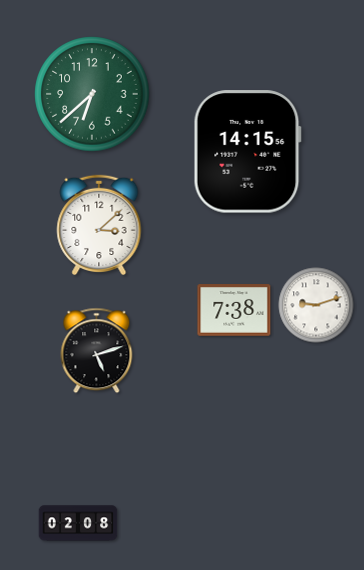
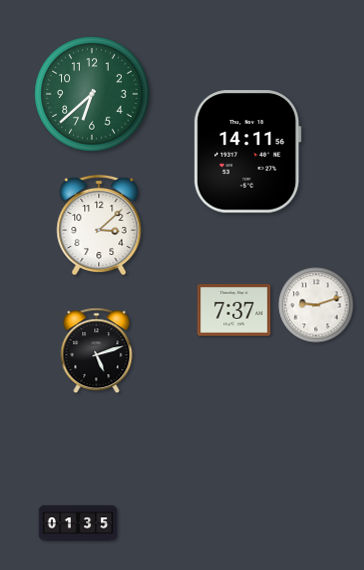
clock at (247, 152): 14:15 -> 14:11
clock at (234, 310): 7:38 -> 7:37
clock at (78, 523): 02:08 -> 01:35
